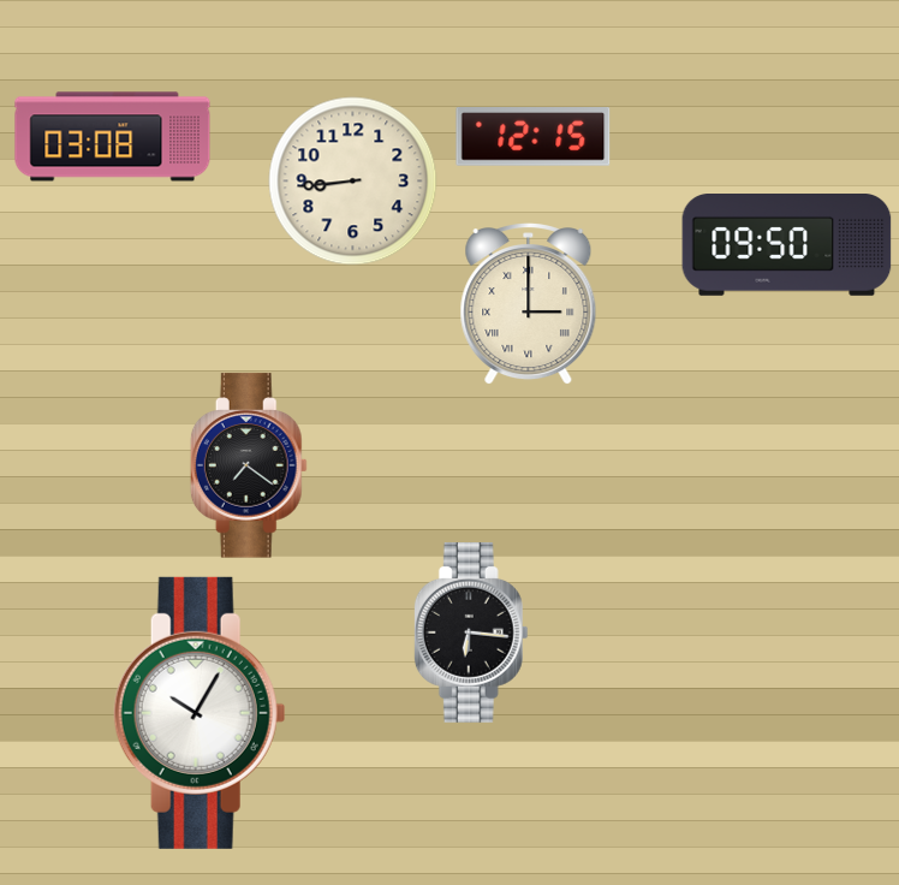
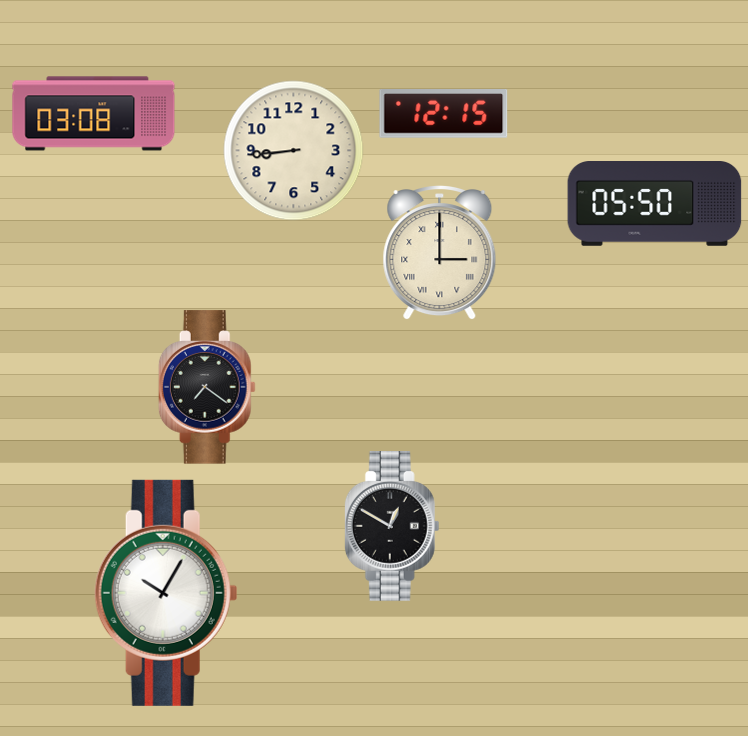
clock at (787, 245): 09:50 -> 05:50
clock at (471, 634): 6:16 -> 12:50
